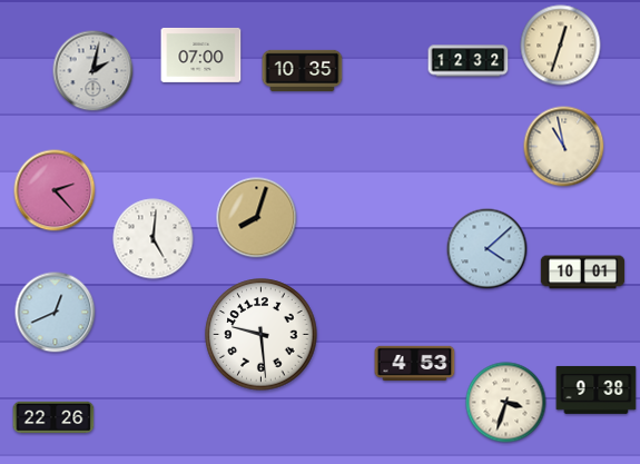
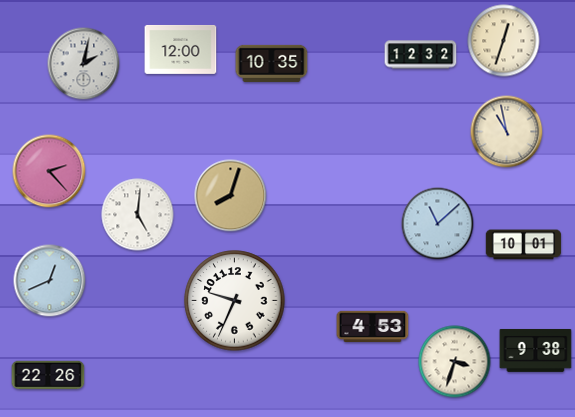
clock at (201, 55): 07:00 -> 12:00
clock at (488, 249): 4:08 -> 11:08
clock at (262, 335): 9:29 -> 9:34
